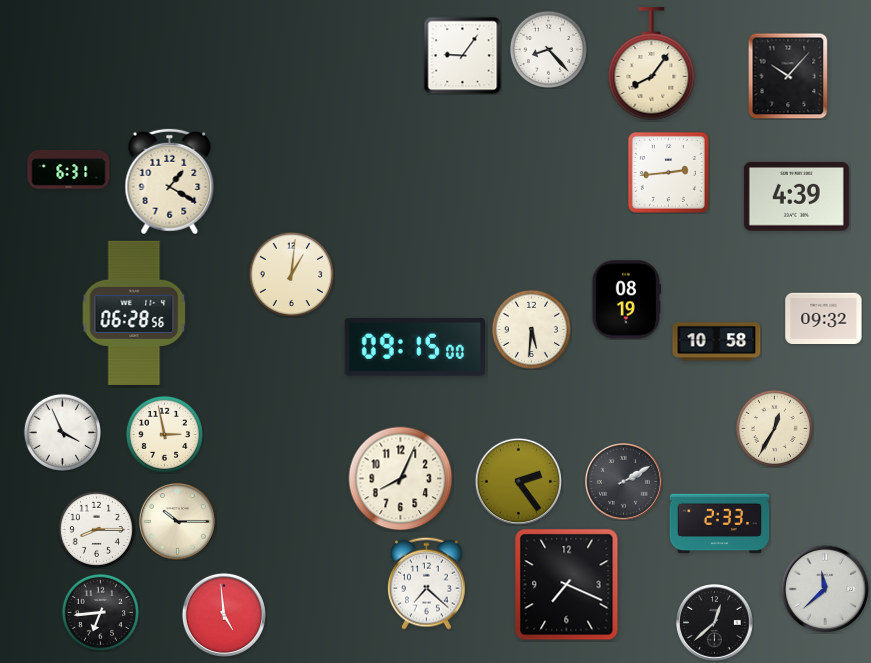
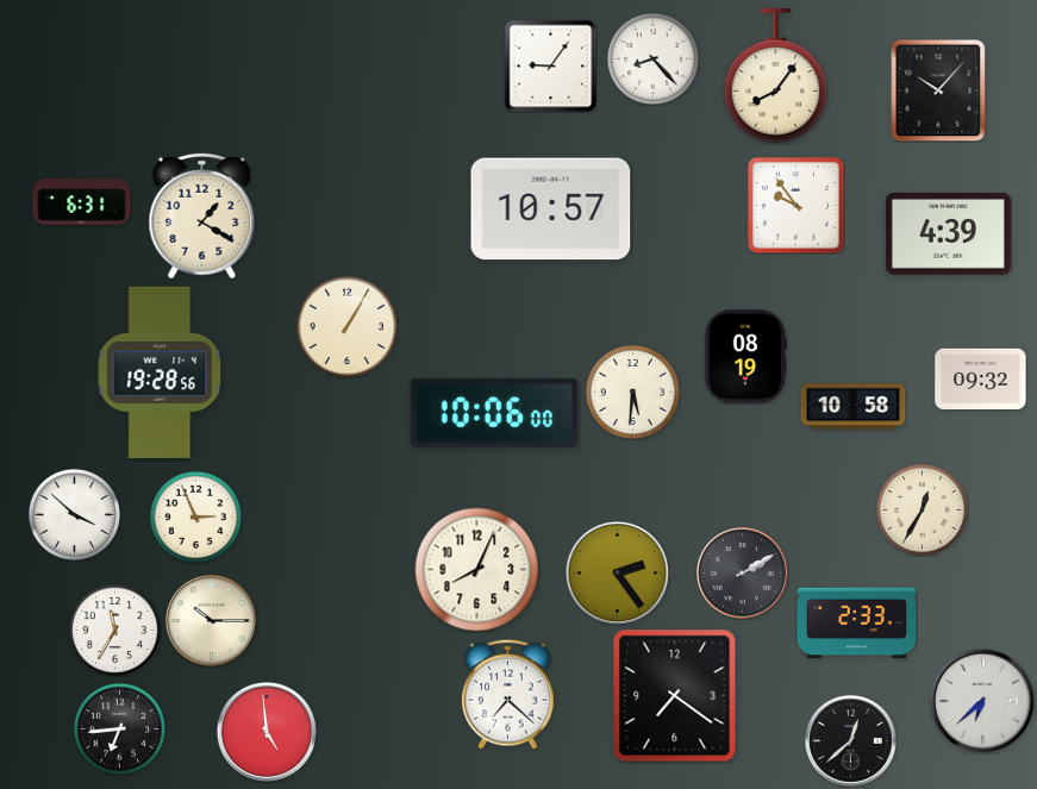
clock at (668, 172): 2:44 -> 9:54
clock at (551, 209): none -> 10:57
clock at (291, 274): 1:01 -> 1:05
clock at (134, 313): 06:28 -> 19:28
clock at (414, 347): 09:15 -> 10:06
clock at (62, 432): 3:56 -> 3:52
clock at (164, 434): 2:58 -> 2:56
clock at (96, 529): 8:15 -> 11:35
clock at (567, 585): 7:19 -> 7:21
clock at (824, 588): 11:38 -> 6:38
